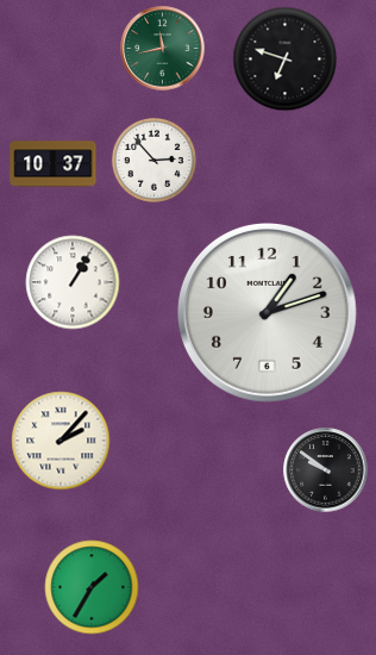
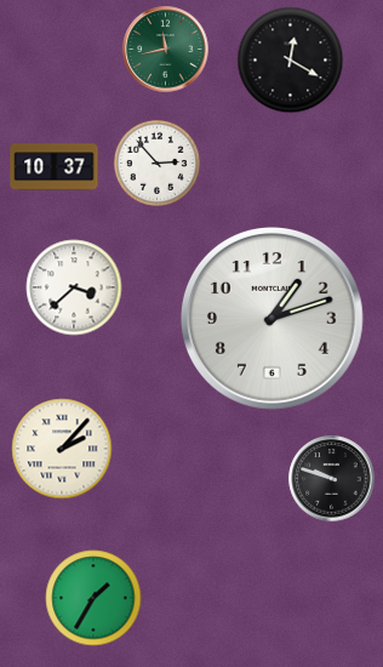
clock at (286, 60): 6:48 -> 12:20
clock at (73, 282): 1:05 -> 3:38
clock at (326, 470): 9:51 -> 9:48
